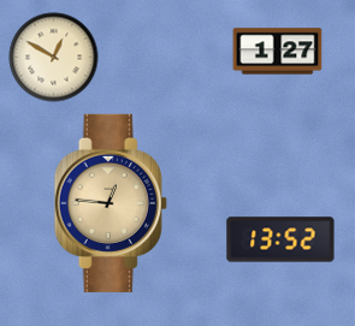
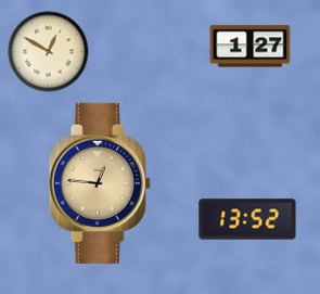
clock at (280, 239) position: (280, 239) -> (247, 219)
